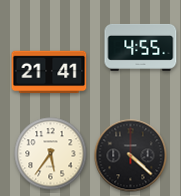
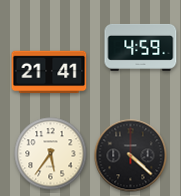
clock at (141, 47): 4:55 -> 4:59
